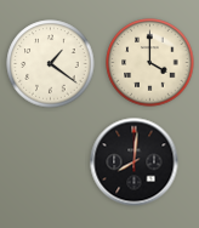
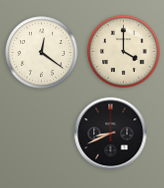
clock at (51, 64): 1:21 -> 12:21
clock at (135, 163): 8:01 -> 8:41
